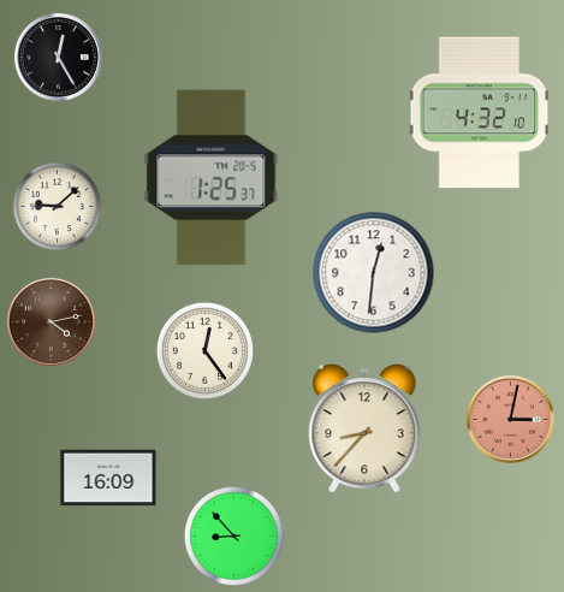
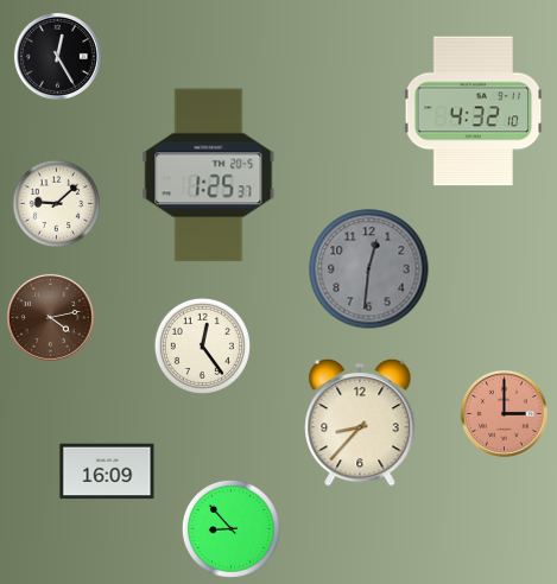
clock at (374, 273) dial: white -> grey
clock at (510, 419): 3:02 -> 3:00
